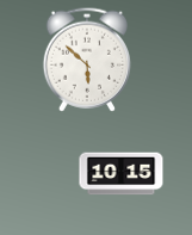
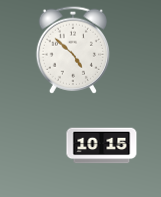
clock at (86, 60): 5:52 -> 4:52
